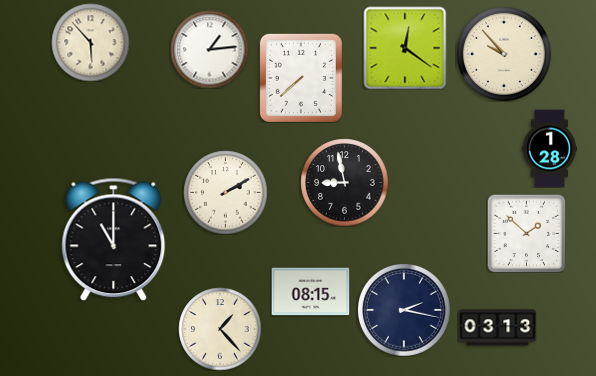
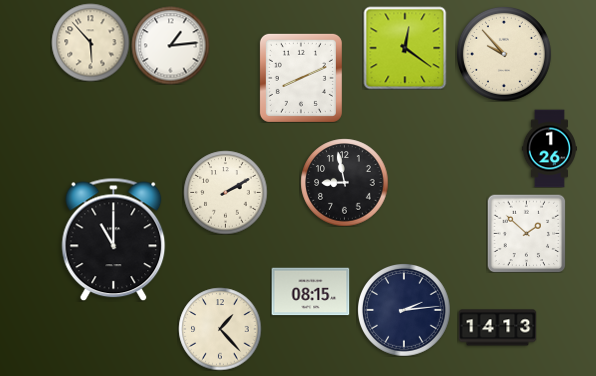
clock at (209, 49) position: (209, 49) -> (170, 45)
clock at (301, 78): 7:38 -> 8:11
clock at (549, 148): 1:28 -> 1:26
clock at (404, 310): 2:17 -> 2:14
clock at (497, 328): 03:13 -> 14:13
